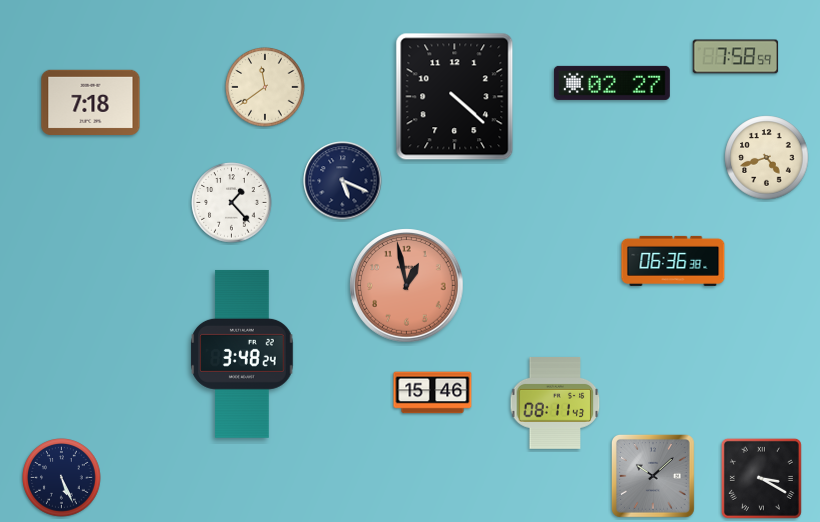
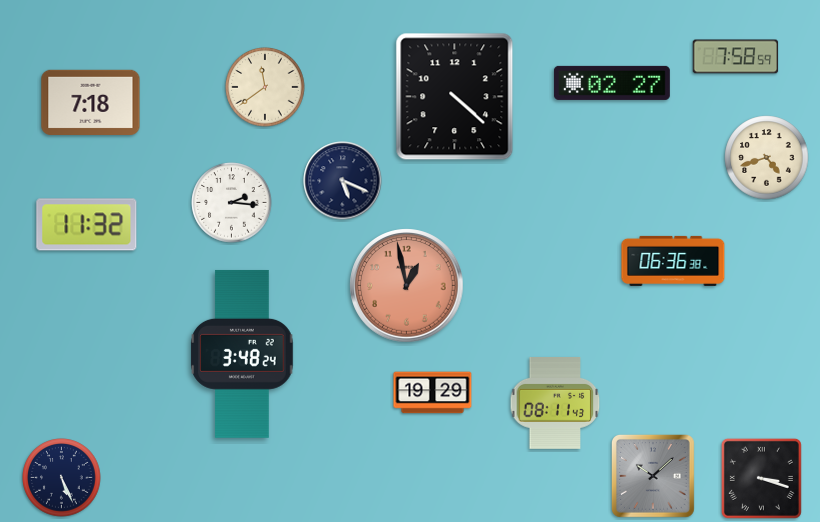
clock at (232, 203): 1:23 -> 2:16
clock at (87, 225): none -> 11:32
clock at (433, 393): 15:46 -> 19:29
clock at (761, 478): 3:20 -> 3:18
